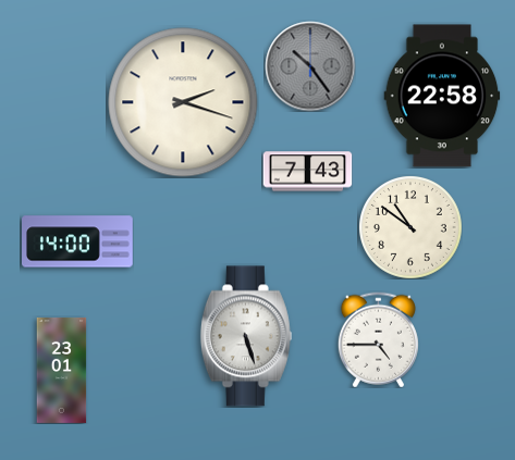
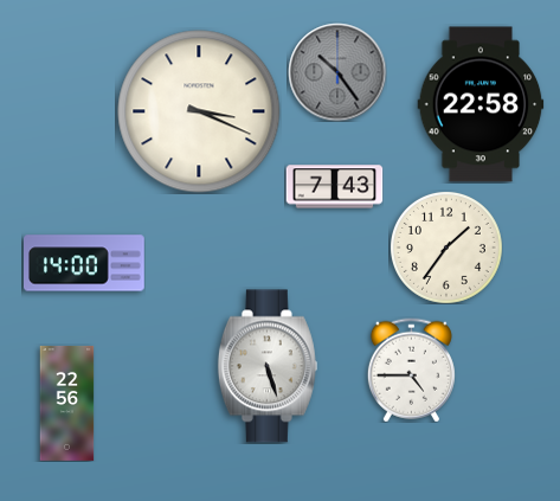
clock at (183, 102): 2:18 -> 3:19
clock at (410, 227): 10:51 -> 1:36
clock at (62, 370): 23:01 -> 22:56
